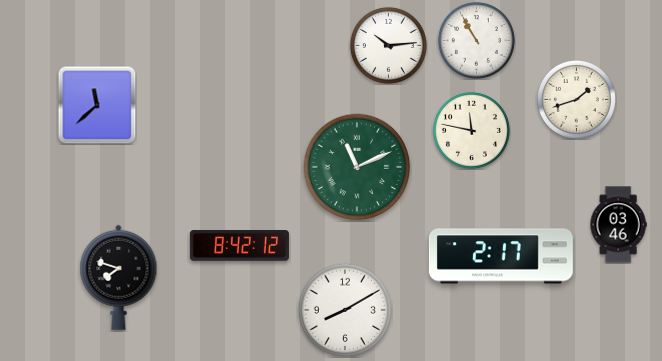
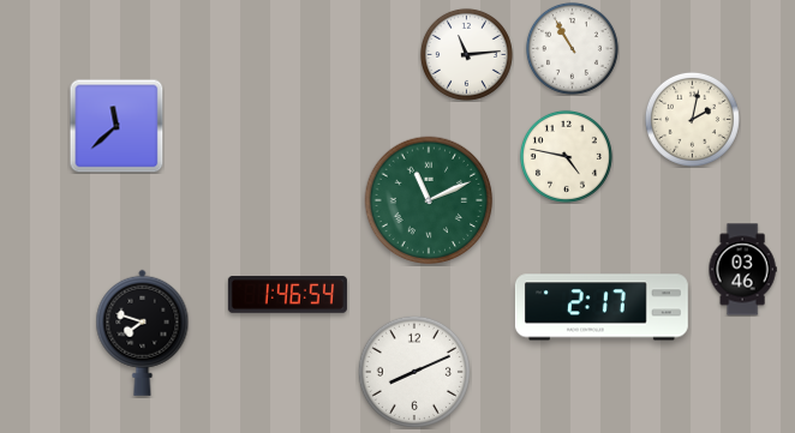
clock at (388, 45): 10:14 -> 11:14
clock at (576, 99): 1:42 -> 2:02
clock at (471, 130): 11:47 -> 4:47
clock at (239, 246): 8:42 -> 1:46
clock at (344, 309): 8:10 -> 8:11
